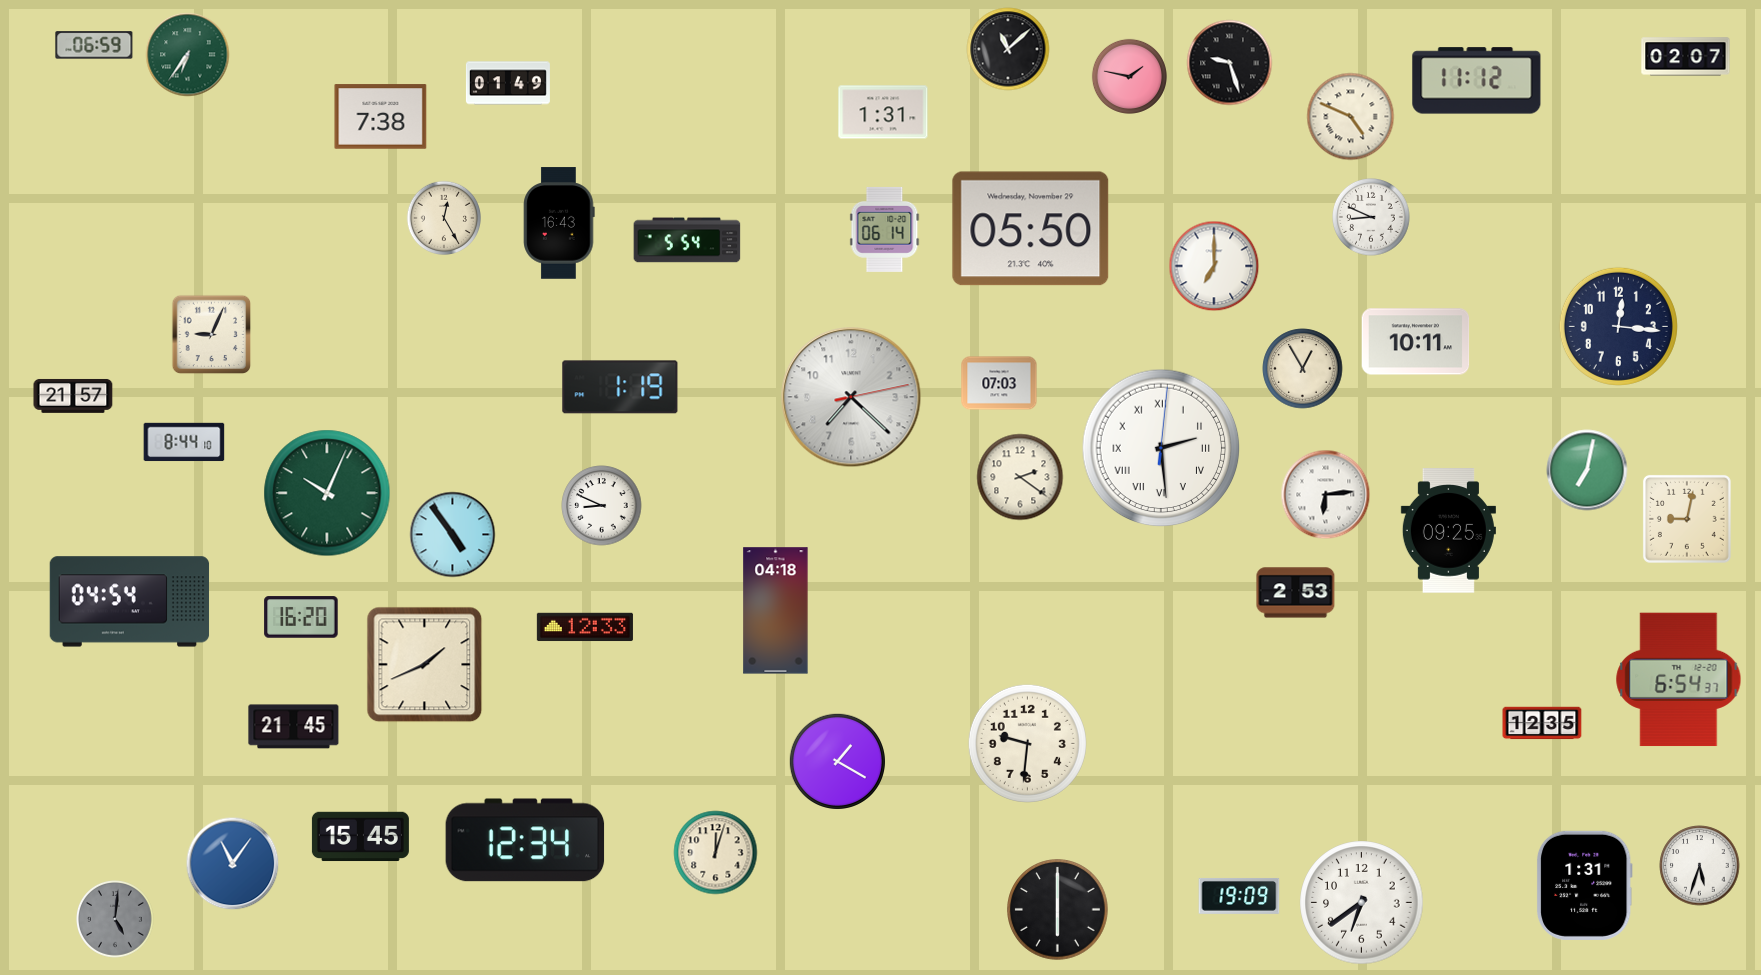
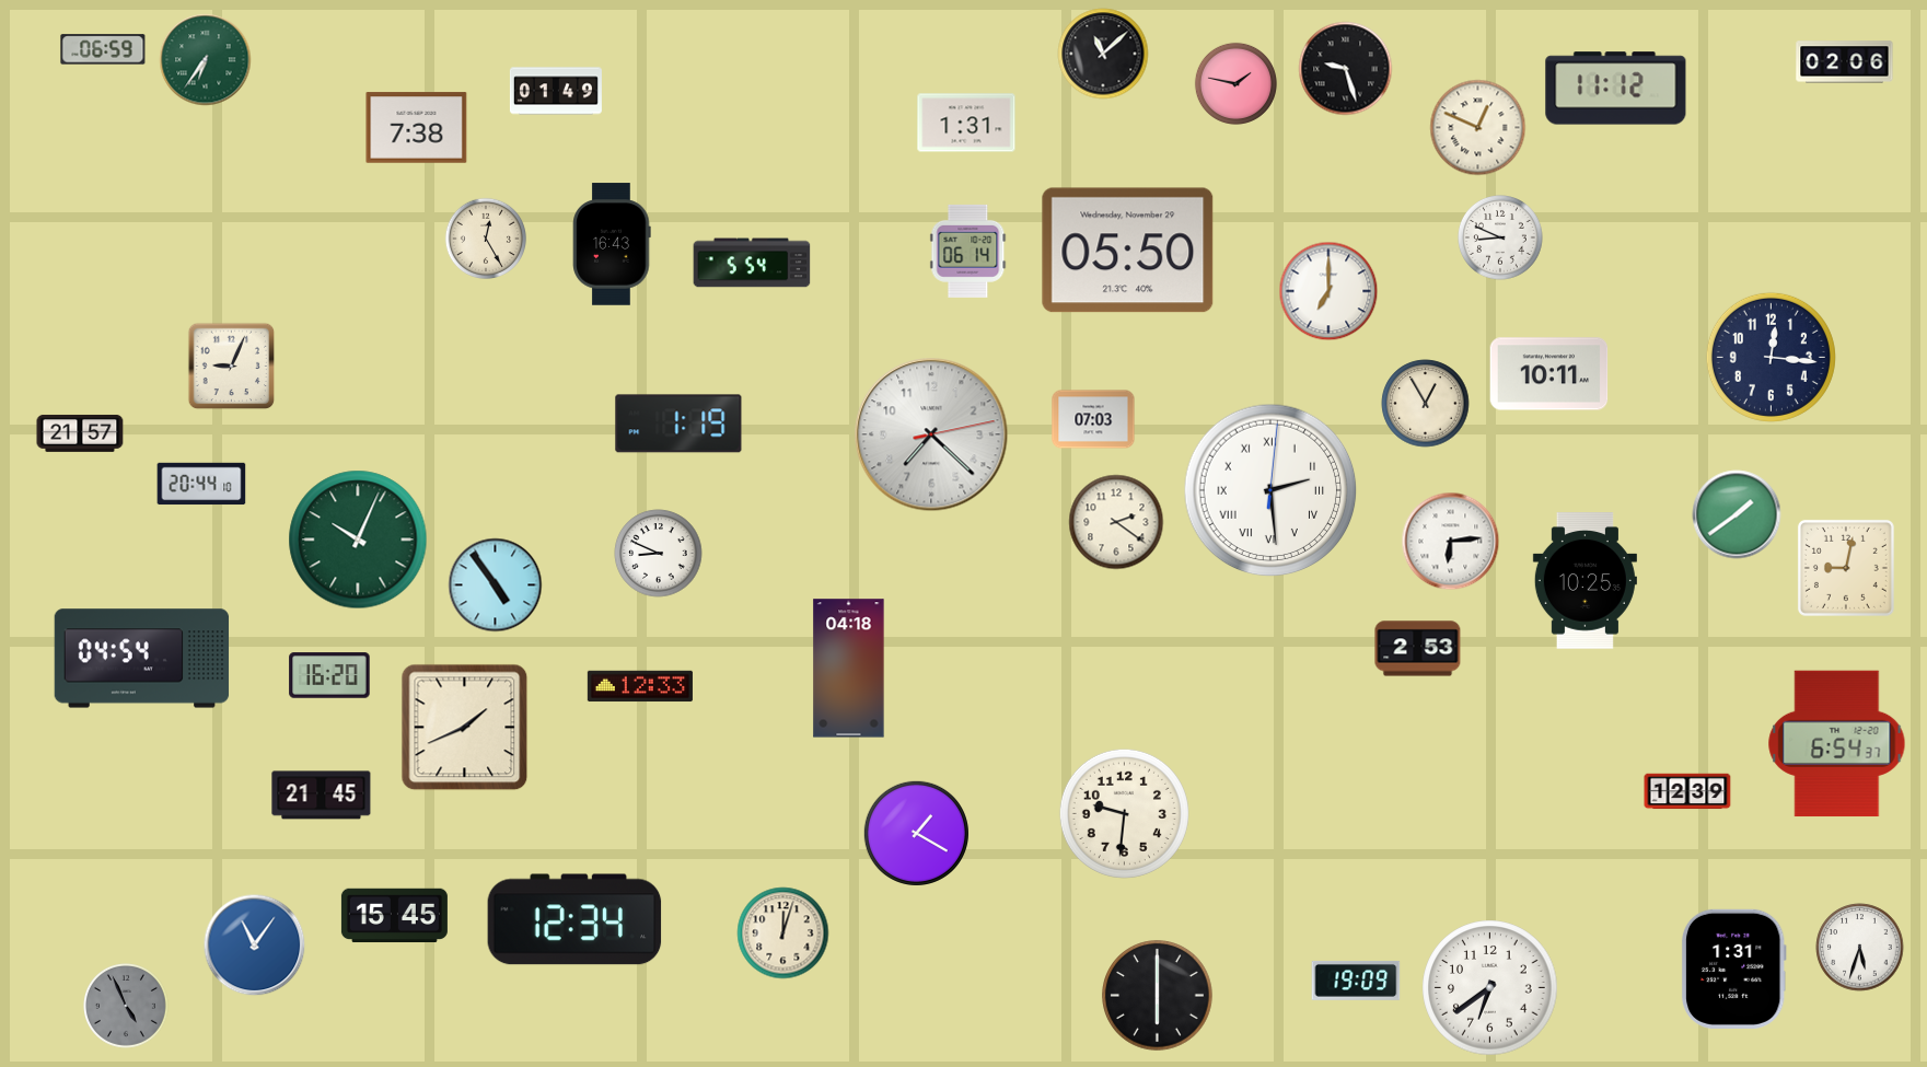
clock at (1686, 57): 02:07 -> 02:06
clock at (1351, 117): 4:49 -> 12:49
clock at (184, 442): 8:44 -> 20:44
clock at (1587, 470): 7:02 -> 1:39
clock at (1448, 531): 09:25 -> 10:25
clock at (1542, 723): 12:35 -> 12:39
clock at (116, 920): 5:01 -> 4:56
